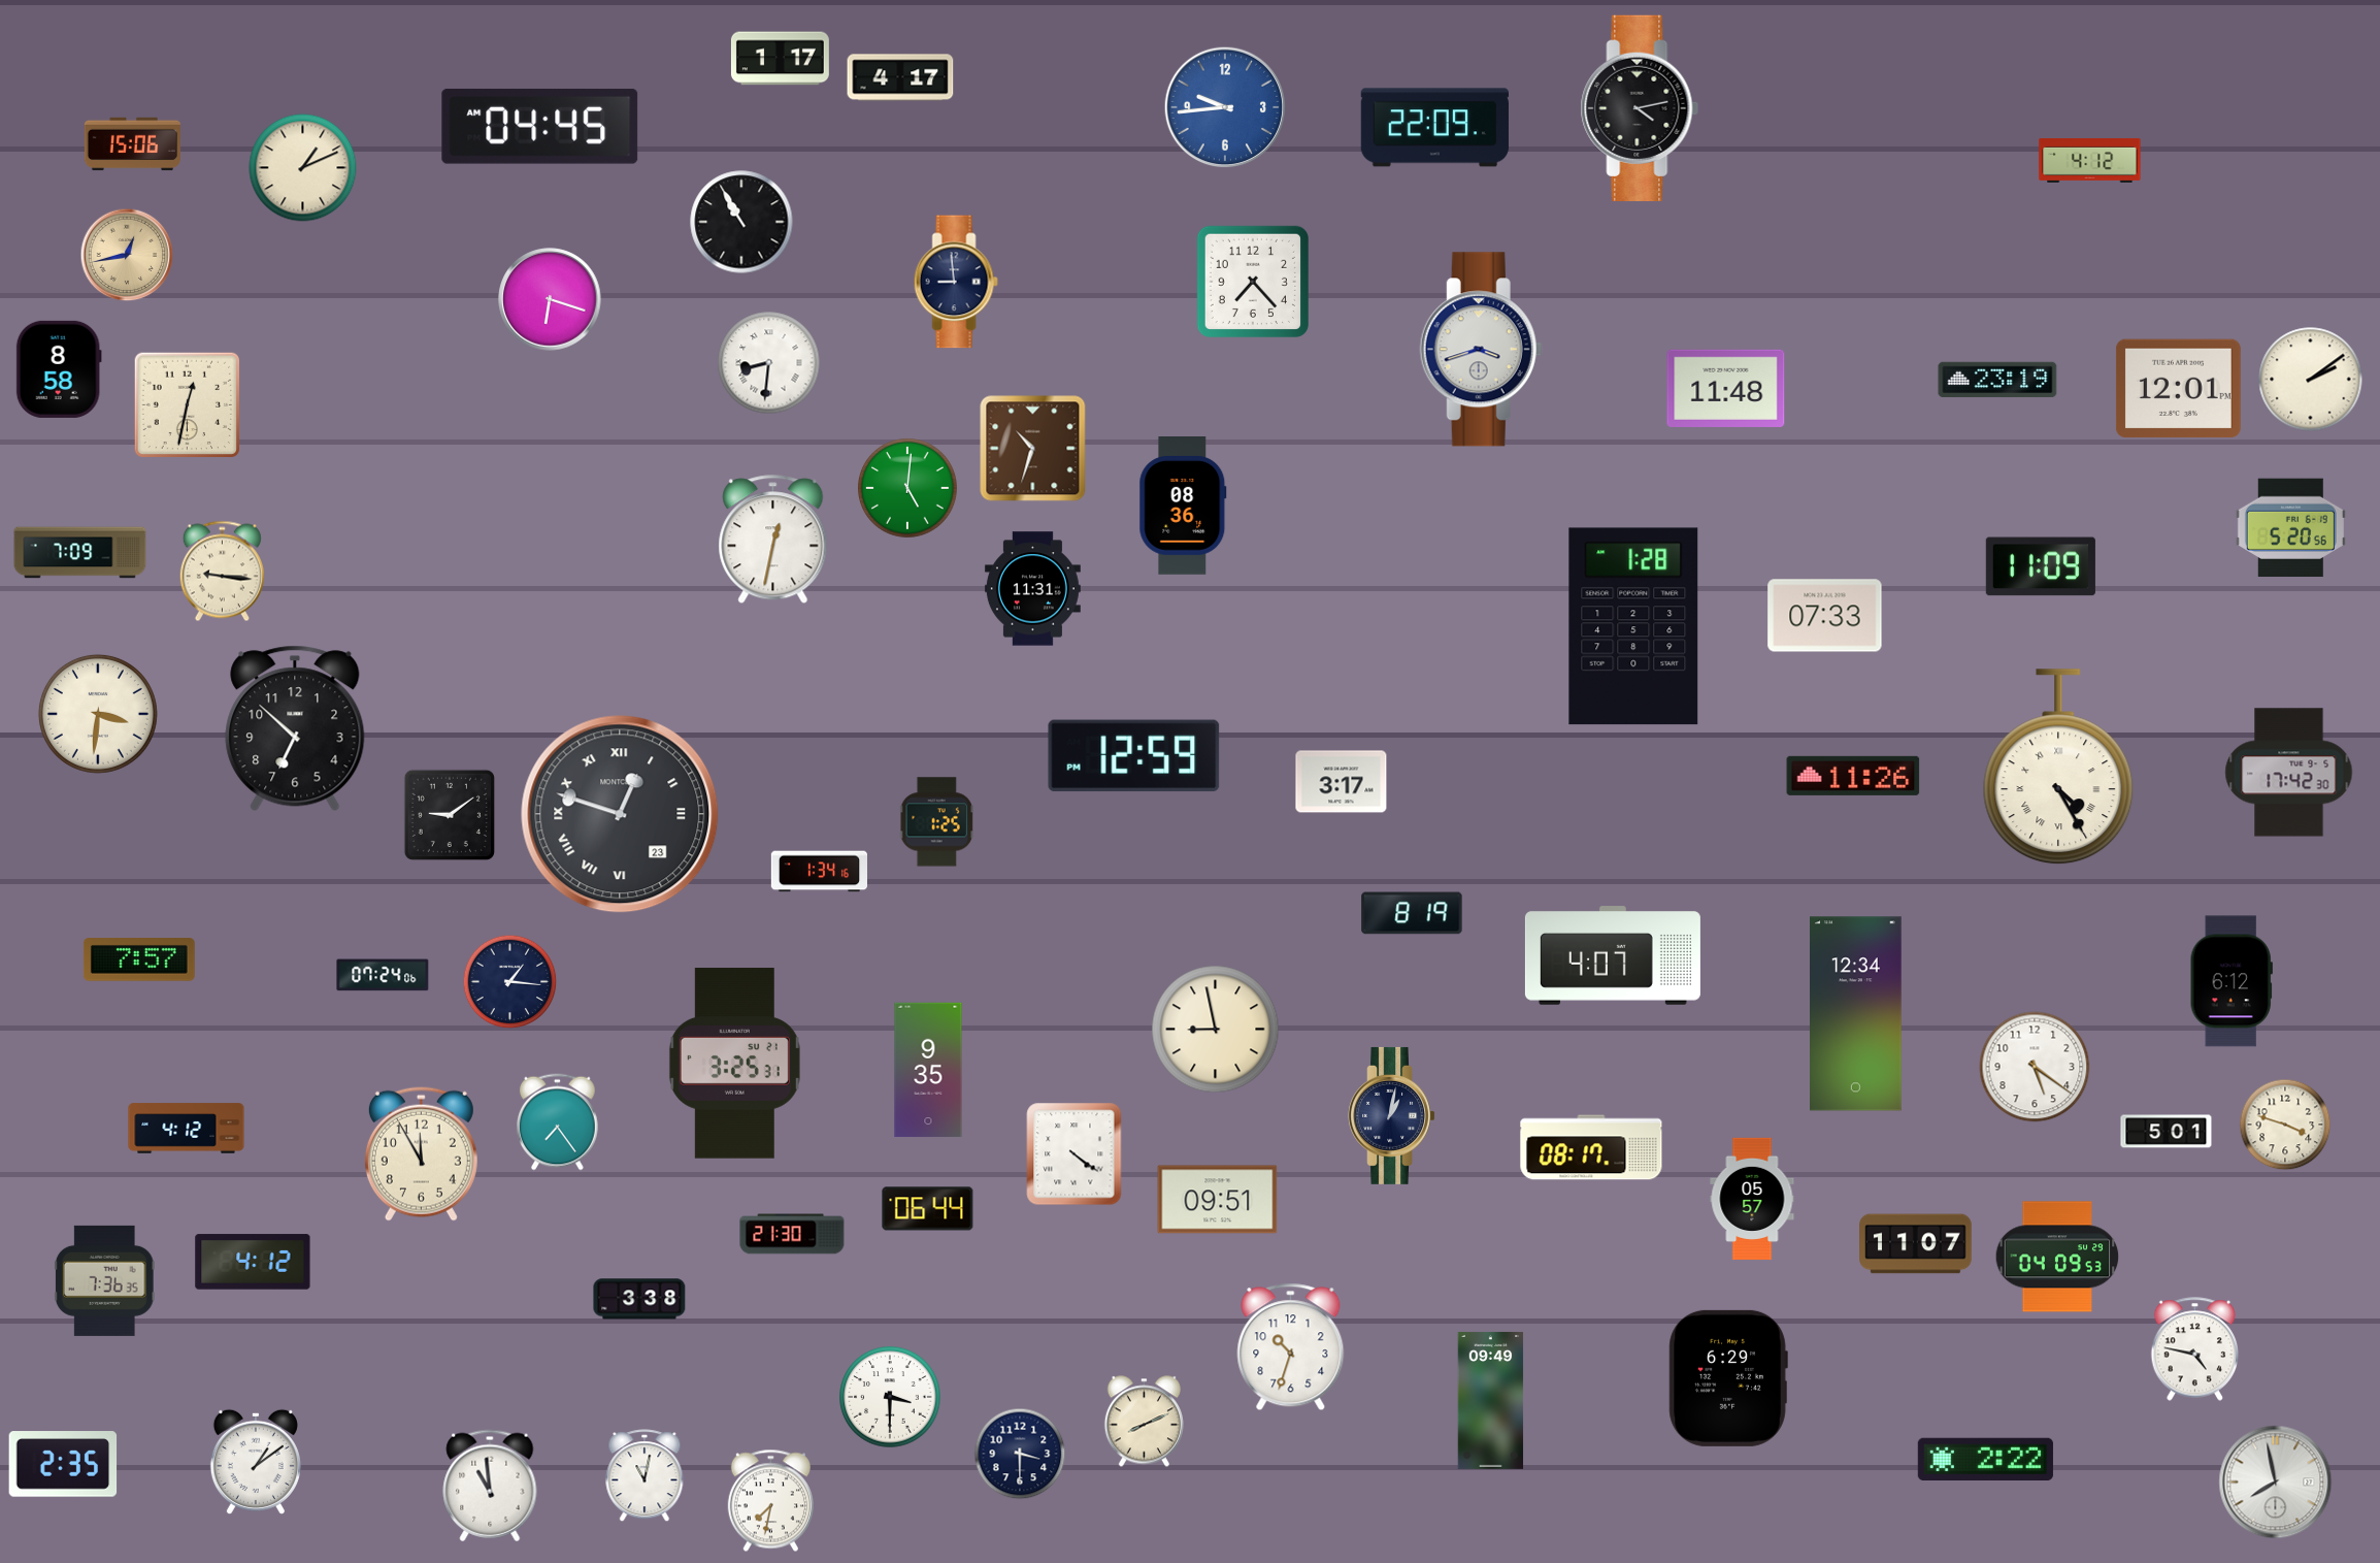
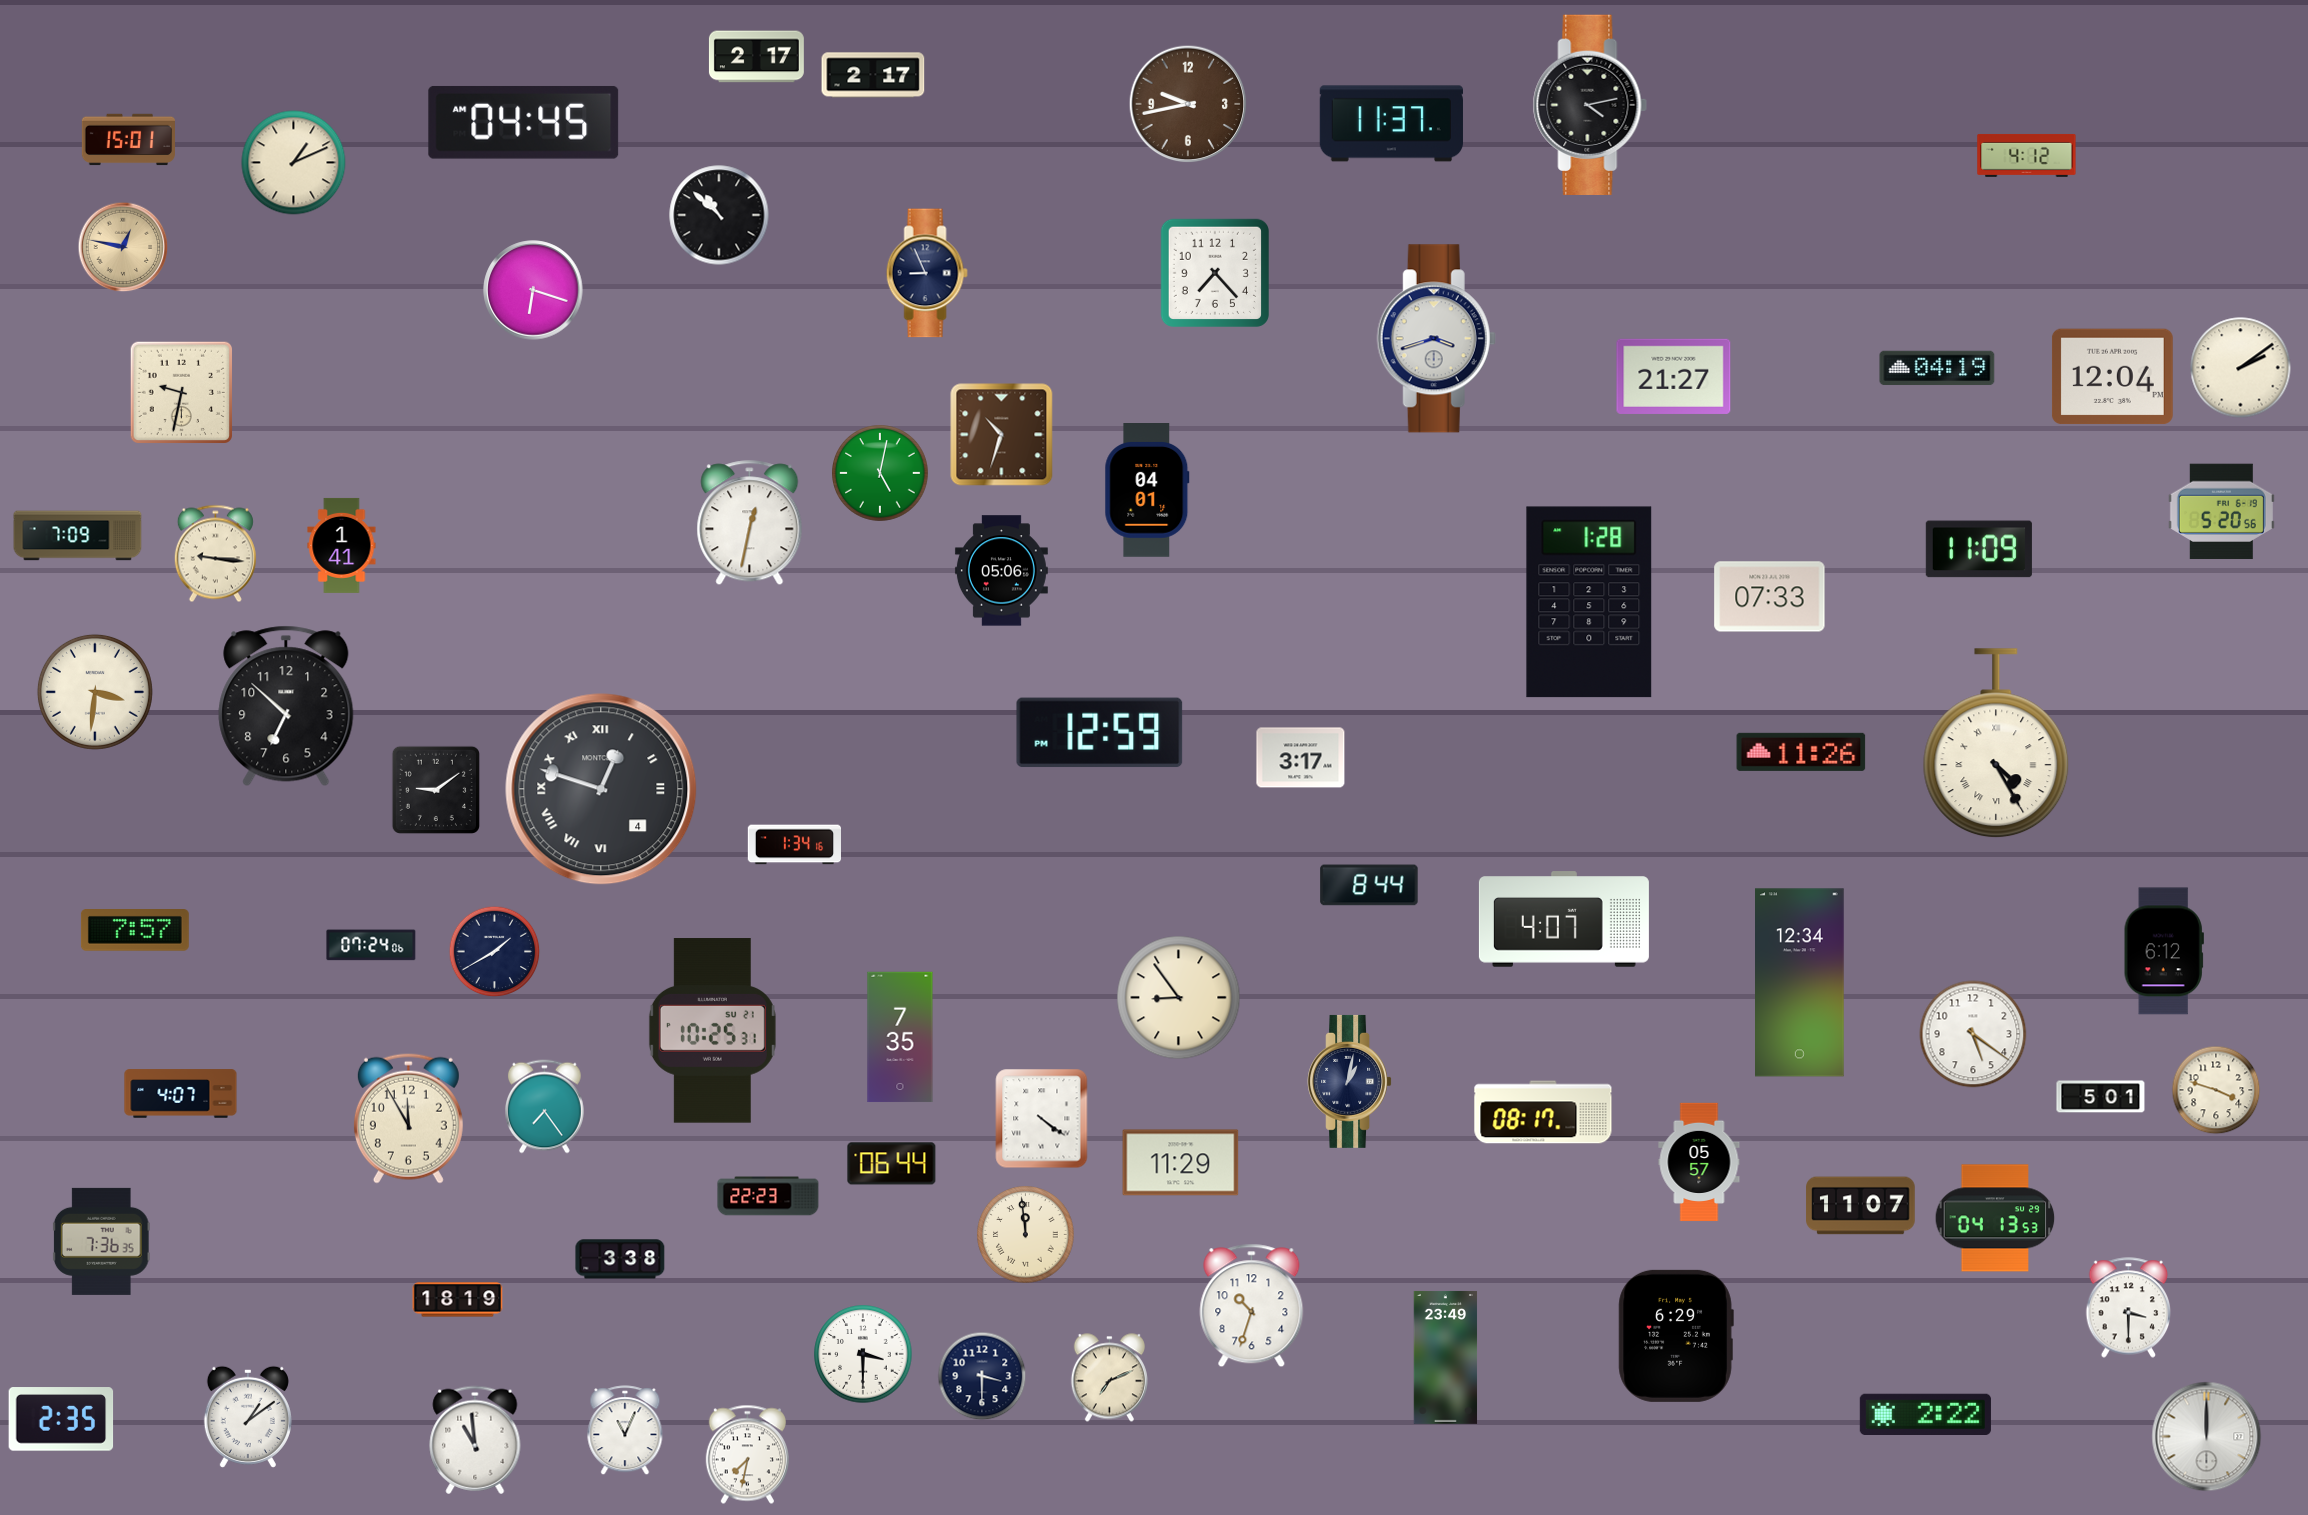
clock at (780, 59): 1:17 -> 2:17
clock at (900, 77): 4:17 -> 2:17
clock at (1225, 107): 9:44 -> 9:43
clock at (1225, 107) dial: blue -> brown
clock at (1434, 128): 22:09 -> 11:37
clock at (132, 144): 15:06 -> 15:01
clock at (741, 222): 10:55 -> 10:52
clock at (127, 255): 12:43 -> 12:47
clock at (956, 282): 8:59 -> 8:56
clock at (769, 363): 8:31 -> none
clock at (59, 369): 8:58 -> none
clock at (1997, 380): 23:19 -> 04:19
clock at (1726, 388): 11:48 -> 21:27
clock at (2178, 389): 12:01 -> 12:04
clock at (187, 404): 12:32 -> 9:32
clock at (907, 488): 5:01 -> 5:02
clock at (1183, 507): 08:36 -> 04:01
clock at (342, 545): none -> 1:41
clock at (1032, 589): 11:31 -> 05:06
clock at (1633, 626) position: (1633, 626) -> (1589, 602)
clock at (2289, 773): 17:42 -> none
clock at (1853, 776) position: (1853, 776) -> (1801, 752)
clock at (620, 814) date: 23 -> 4
clock at (936, 822): 1:25 -> none
clock at (1412, 913): 8:19 -> 8:44
clock at (1613, 955) position: (1613, 955) -> (1564, 919)
clock at (510, 982): 1:16 -> 1:40
clock at (1216, 1030): 8:58 -> 8:54
clock at (734, 1064): 3:25 -> 10:25
clock at (928, 1070): 9:35 -> 7:35
clock at (558, 1122) position: (558, 1122) -> (545, 1107)
clock at (187, 1129): 4:12 -> 4:07
clock at (1218, 1200): 09:51 -> 11:29
clock at (928, 1209) position: (928, 1209) -> (892, 1164)
clock at (792, 1234): 21:30 -> 22:23
clock at (1916, 1244) position: (1916, 1244) -> (1861, 1206)
clock at (2057, 1257): 04:09 -> 04:13
clock at (253, 1262): 4:12 -> none
clock at (1026, 1235): none -> 11:59
clock at (458, 1300): none -> 18:19
clock at (2195, 1349): 4:47 -> 3:30
clock at (1491, 1400): 09:49 -> 23:49
clock at (1144, 1422): 8:11 -> 7:11
clock at (1020, 1454) position: (1020, 1454) -> (982, 1376)
clock at (644, 1476): 11:02 -> 11:04
clock at (2276, 1483): 7:58 -> 12:00
